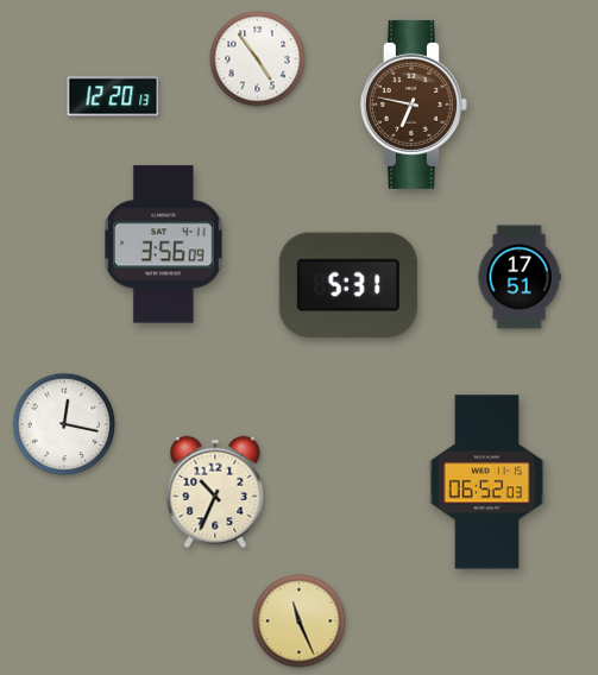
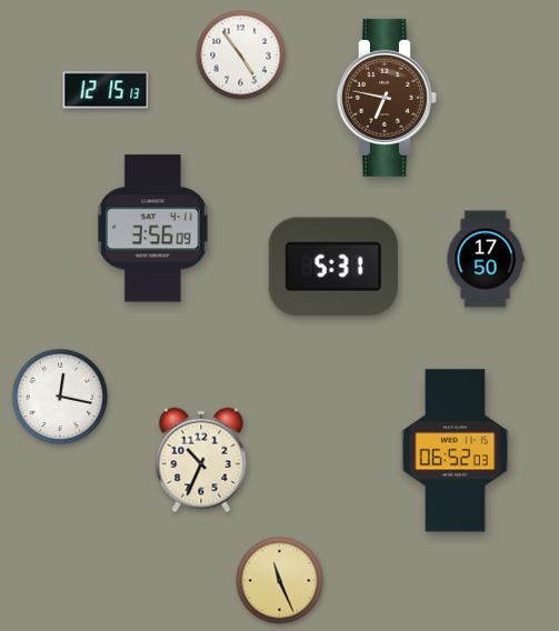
clock at (113, 96): 12:20 -> 12:15
clock at (520, 277): 17:51 -> 17:50
clock at (348, 285) position: (348, 285) -> (333, 267)
